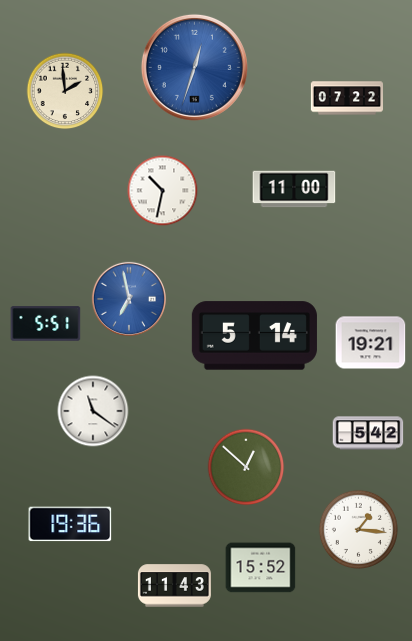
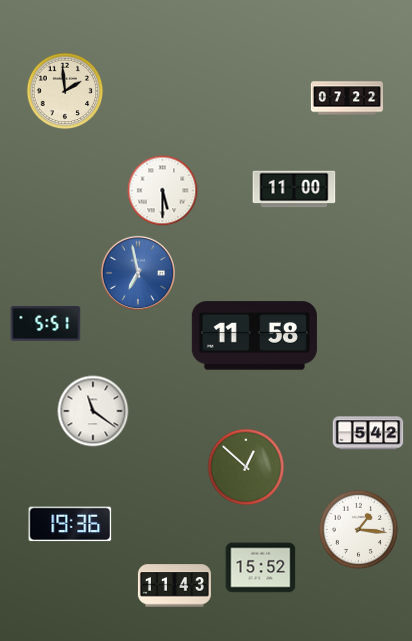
clock at (194, 67): 12:33 -> none
clock at (163, 191): 10:32 -> 5:30
clock at (129, 299) position: (129, 299) -> (138, 273)
clock at (254, 336): 5:14 -> 11:58
clock at (371, 343): 19:21 -> none
